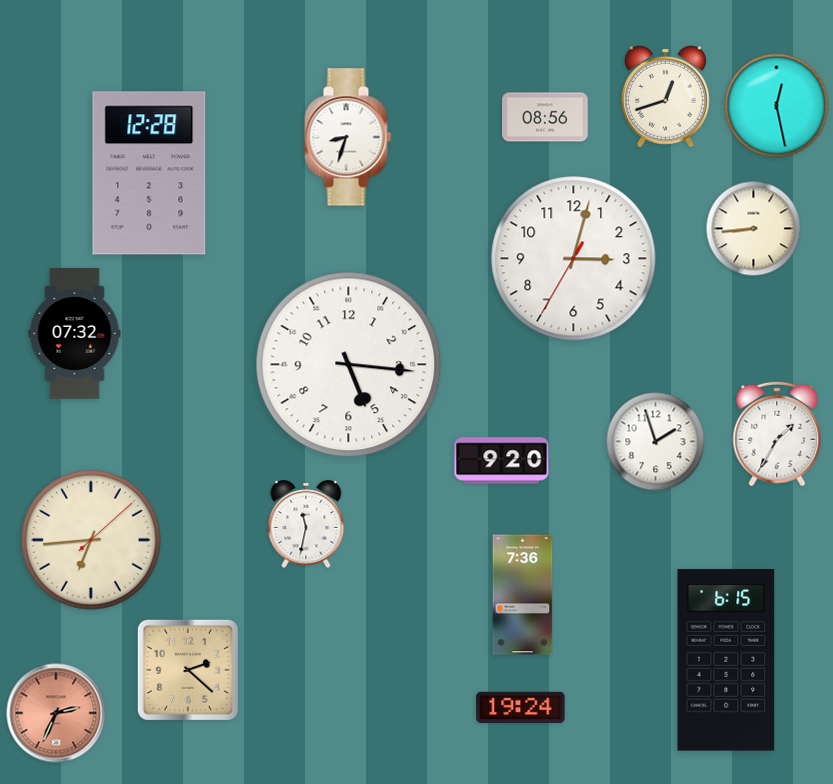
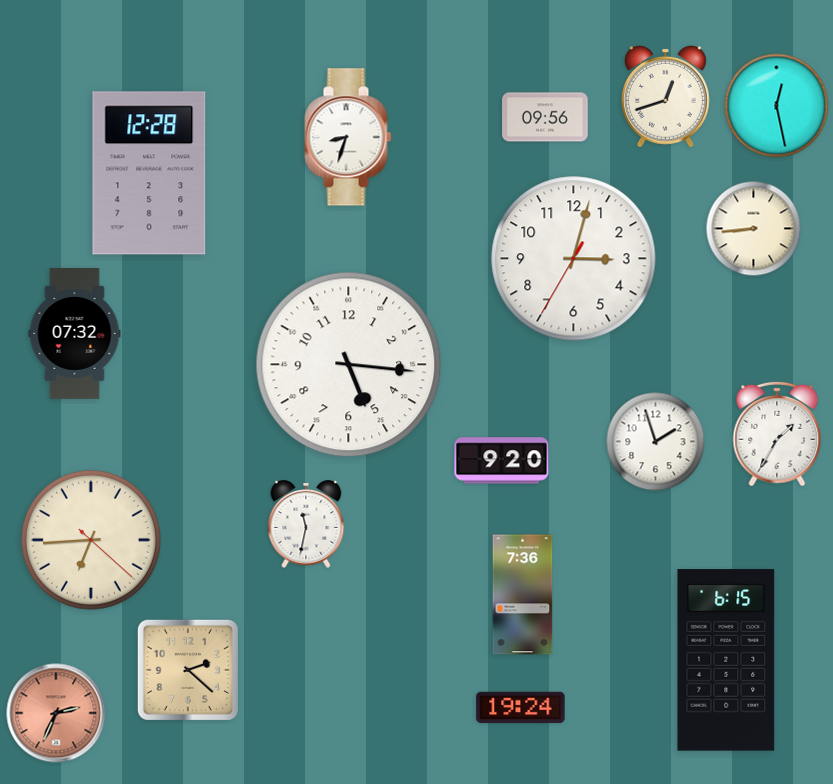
clock at (545, 117): 08:56 -> 09:56
clock at (91, 540): 6:44:08 -> 6:44:22
